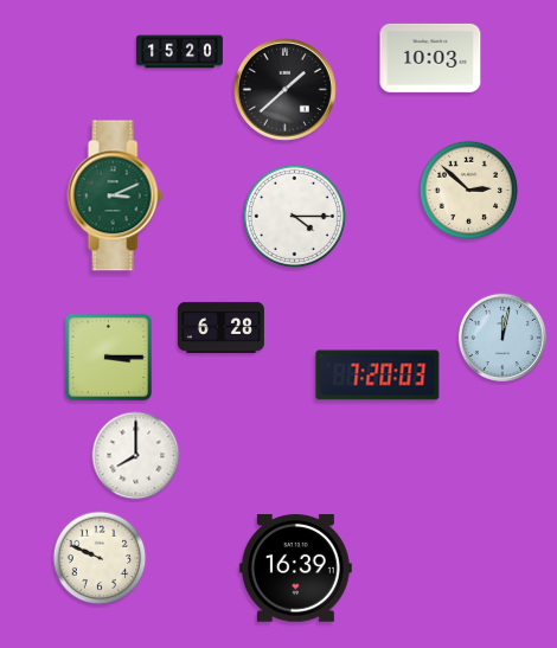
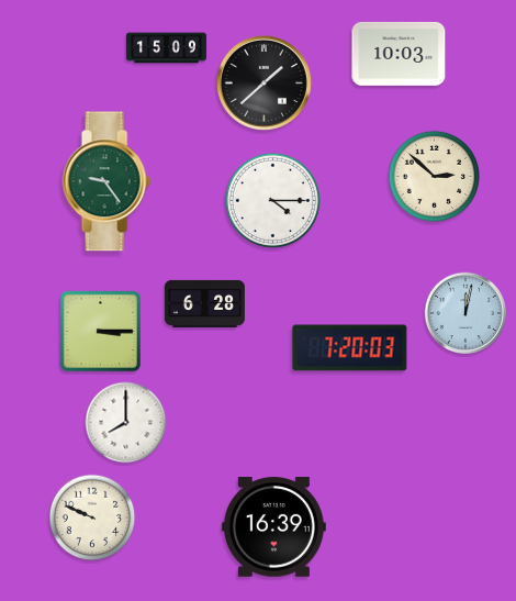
clock at (179, 52): 15:20 -> 15:09
clock at (115, 195): 3:11 -> 9:24
